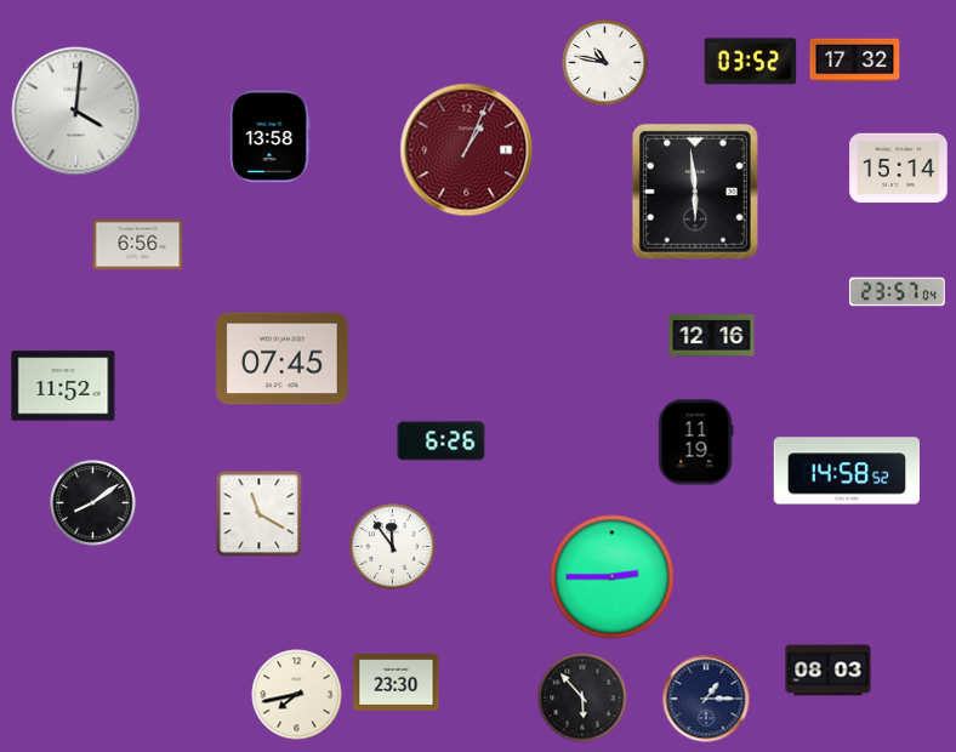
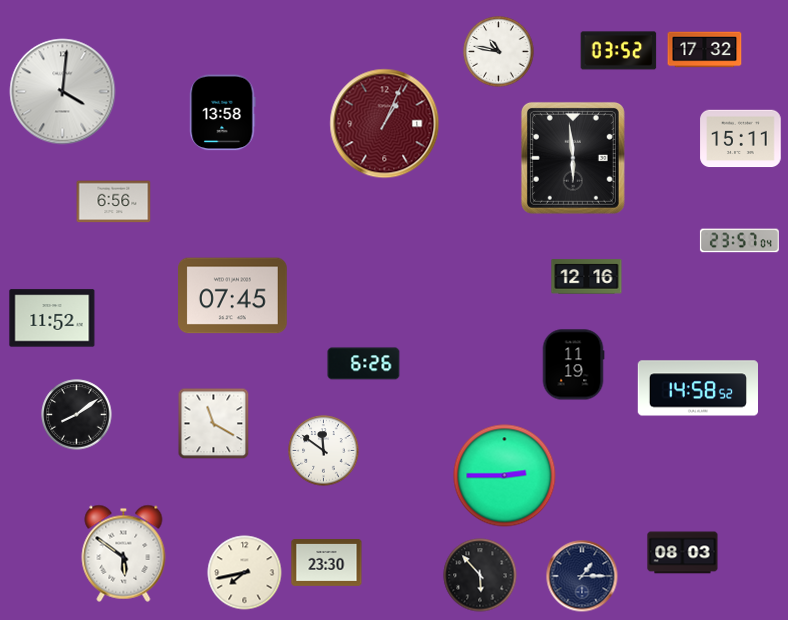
clock at (899, 169): 15:14 -> 15:11
clock at (393, 547): 11:54 -> 11:51
clock at (124, 553): none -> 5:51
